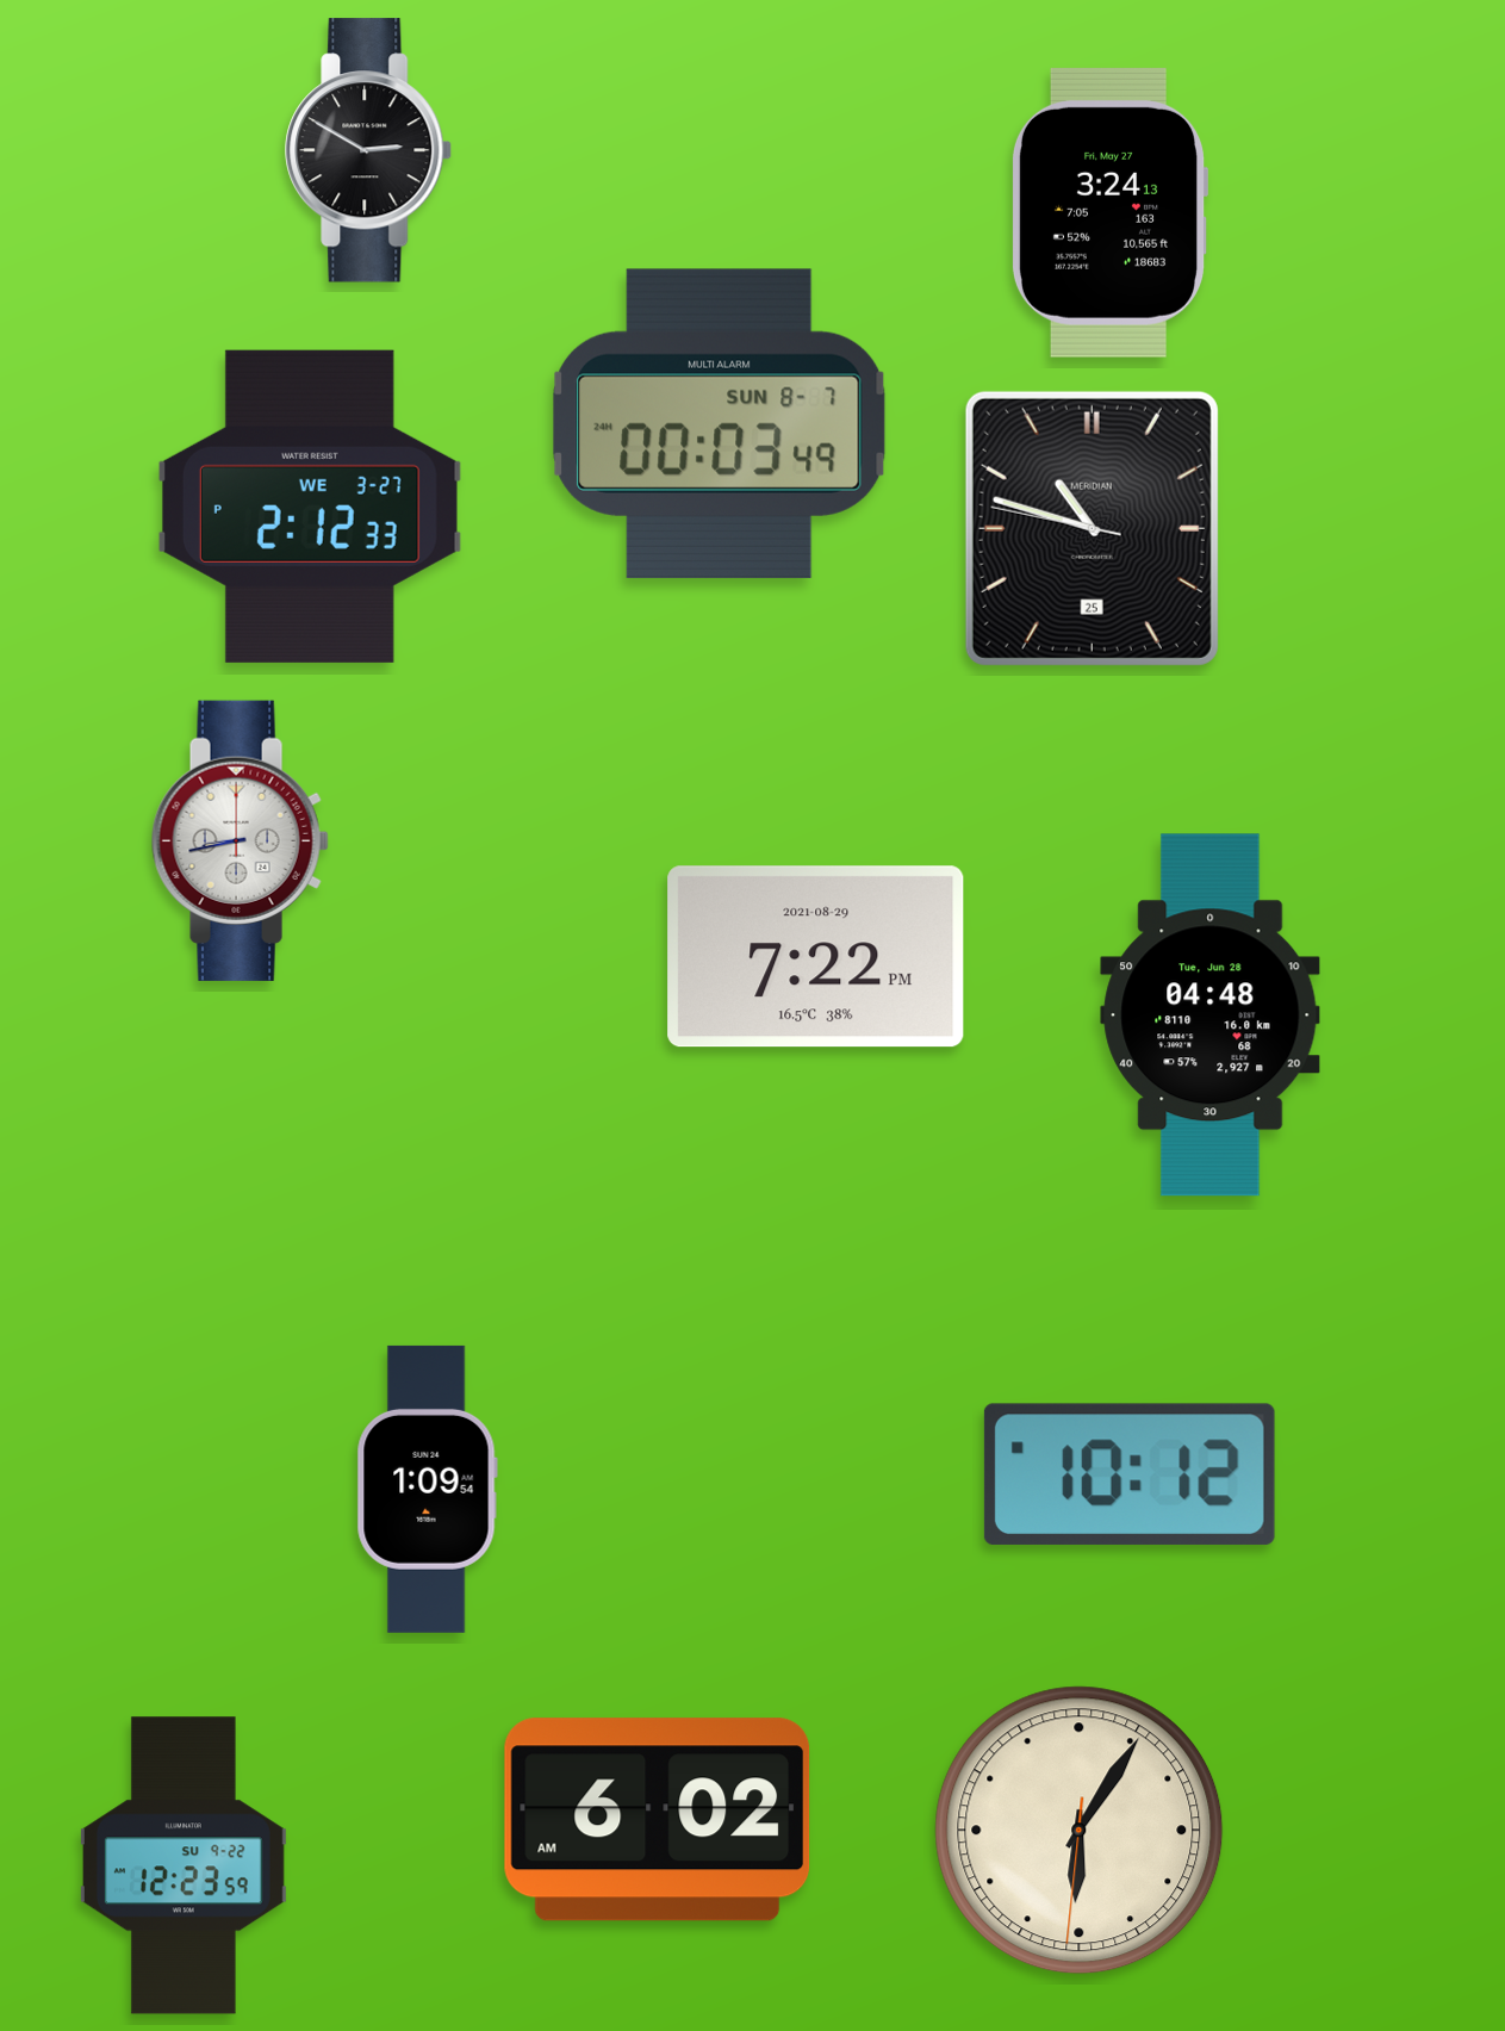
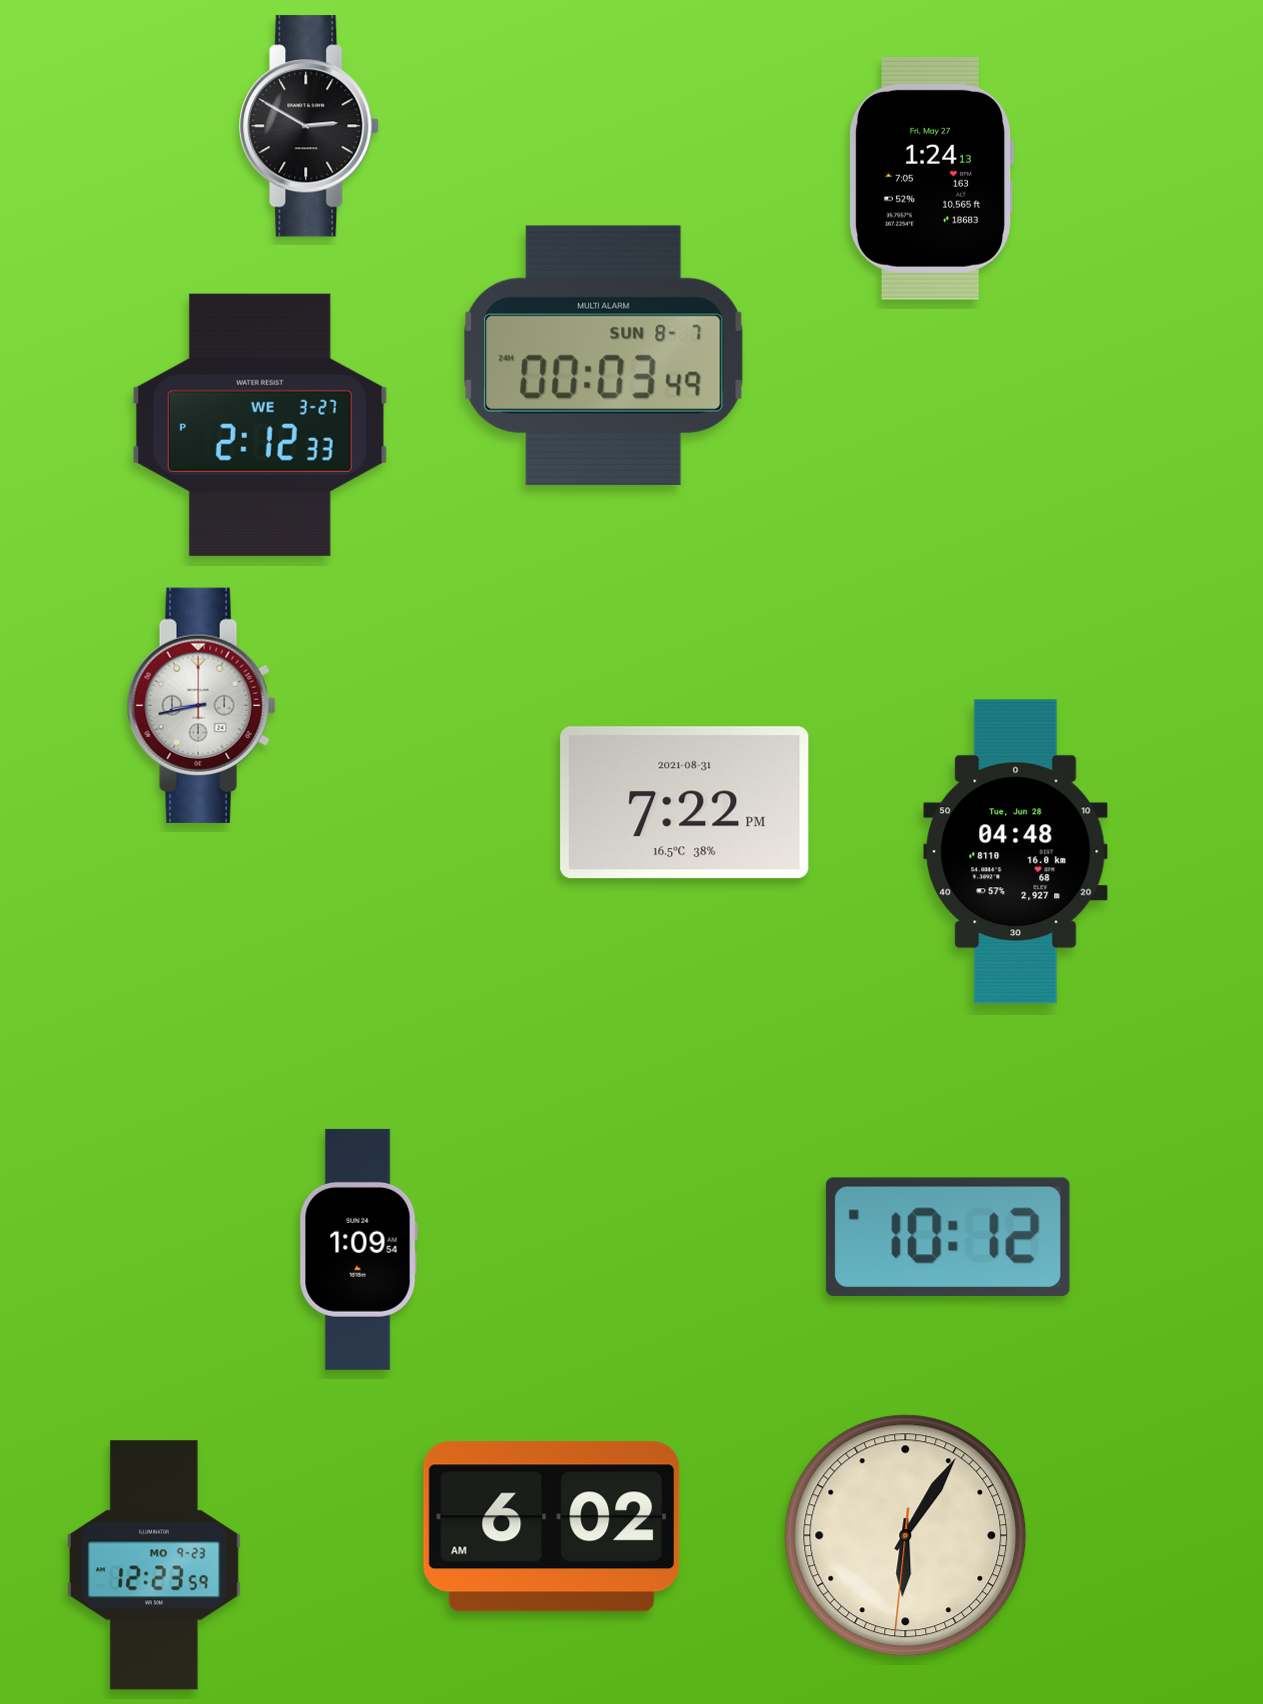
clock at (1109, 212): 3:24 -> 1:24
clock at (1092, 528): 10:47 -> none
clock at (816, 957) date: 2021-08-29 -> 2021-08-31
clock at (184, 1865) date: SU 9-22 -> MO 9-23
